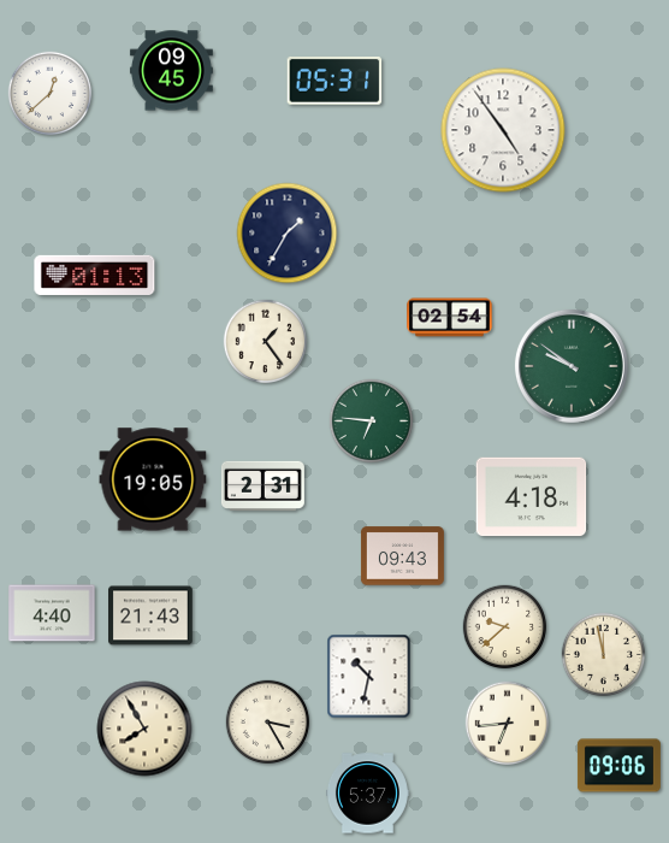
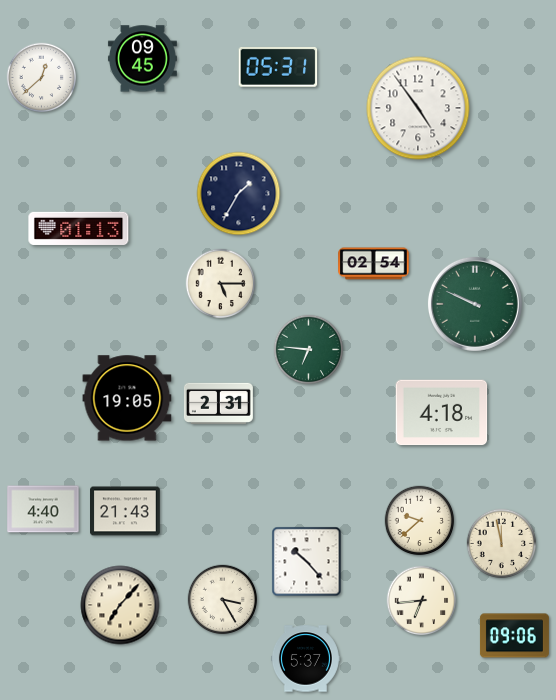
clock at (266, 342): 1:24 -> 5:15
clock at (572, 366): 9:51 -> 9:49
clock at (402, 556): 09:43 -> none
clock at (369, 677): 10:32 -> 10:23
clock at (144, 729): 7:55 -> 7:07
